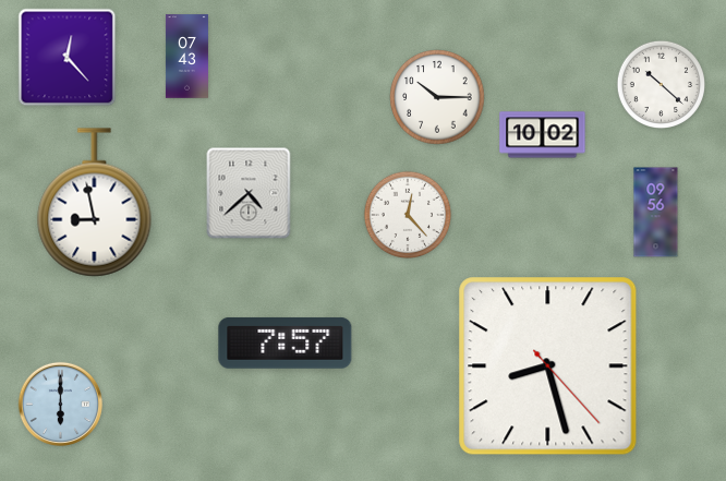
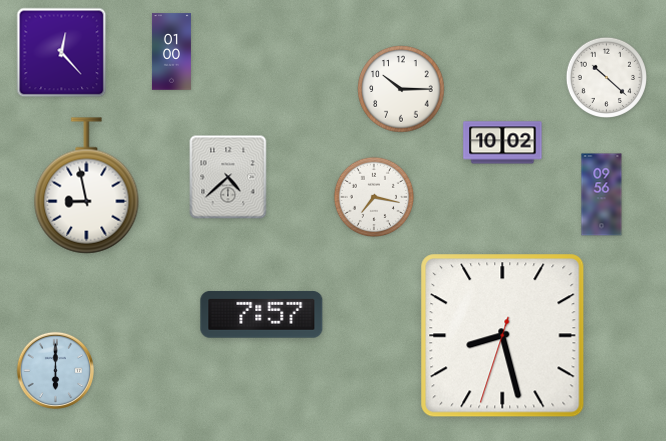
clock at (186, 57): 07:43 -> 01:00
clock at (543, 135) position: (543, 135) -> (503, 143)
clock at (408, 215): 12:23 -> 7:17
clock at (548, 366): 8:27:23 -> 8:27:33
